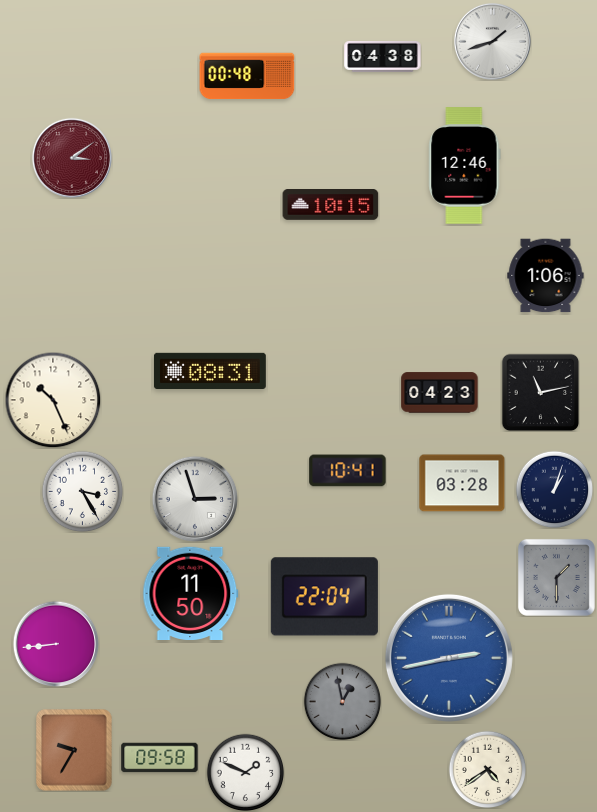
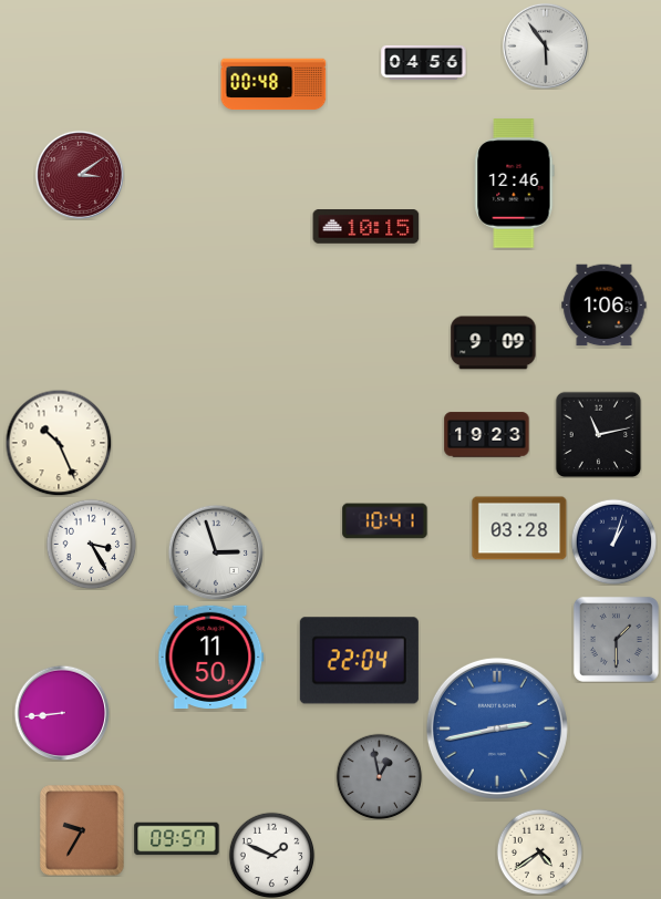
clock at (492, 41): 1:42 -> 5:54
clock at (383, 56): 04:38 -> 04:56
clock at (494, 343): none -> 9:09
clock at (210, 370): 08:31 -> none
clock at (440, 393): 04:23 -> 19:23
clock at (462, 483) position: (462, 483) -> (519, 528)
clock at (160, 758): 09:58 -> 09:57
